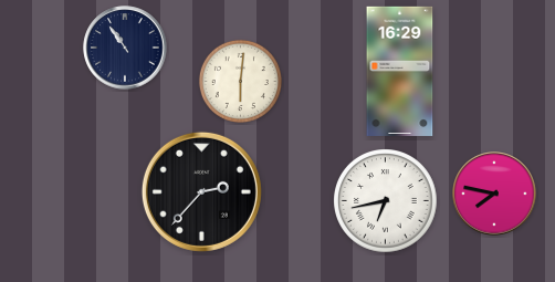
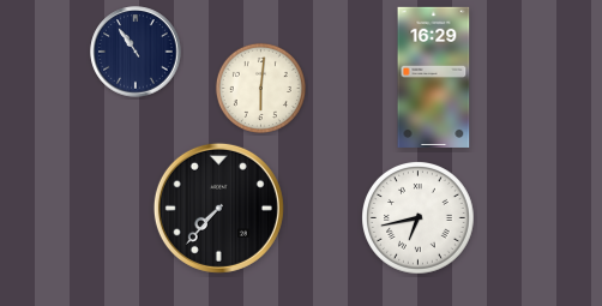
clock at (201, 191): 2:37 -> 7:37
clock at (494, 194): 7:47 -> none
